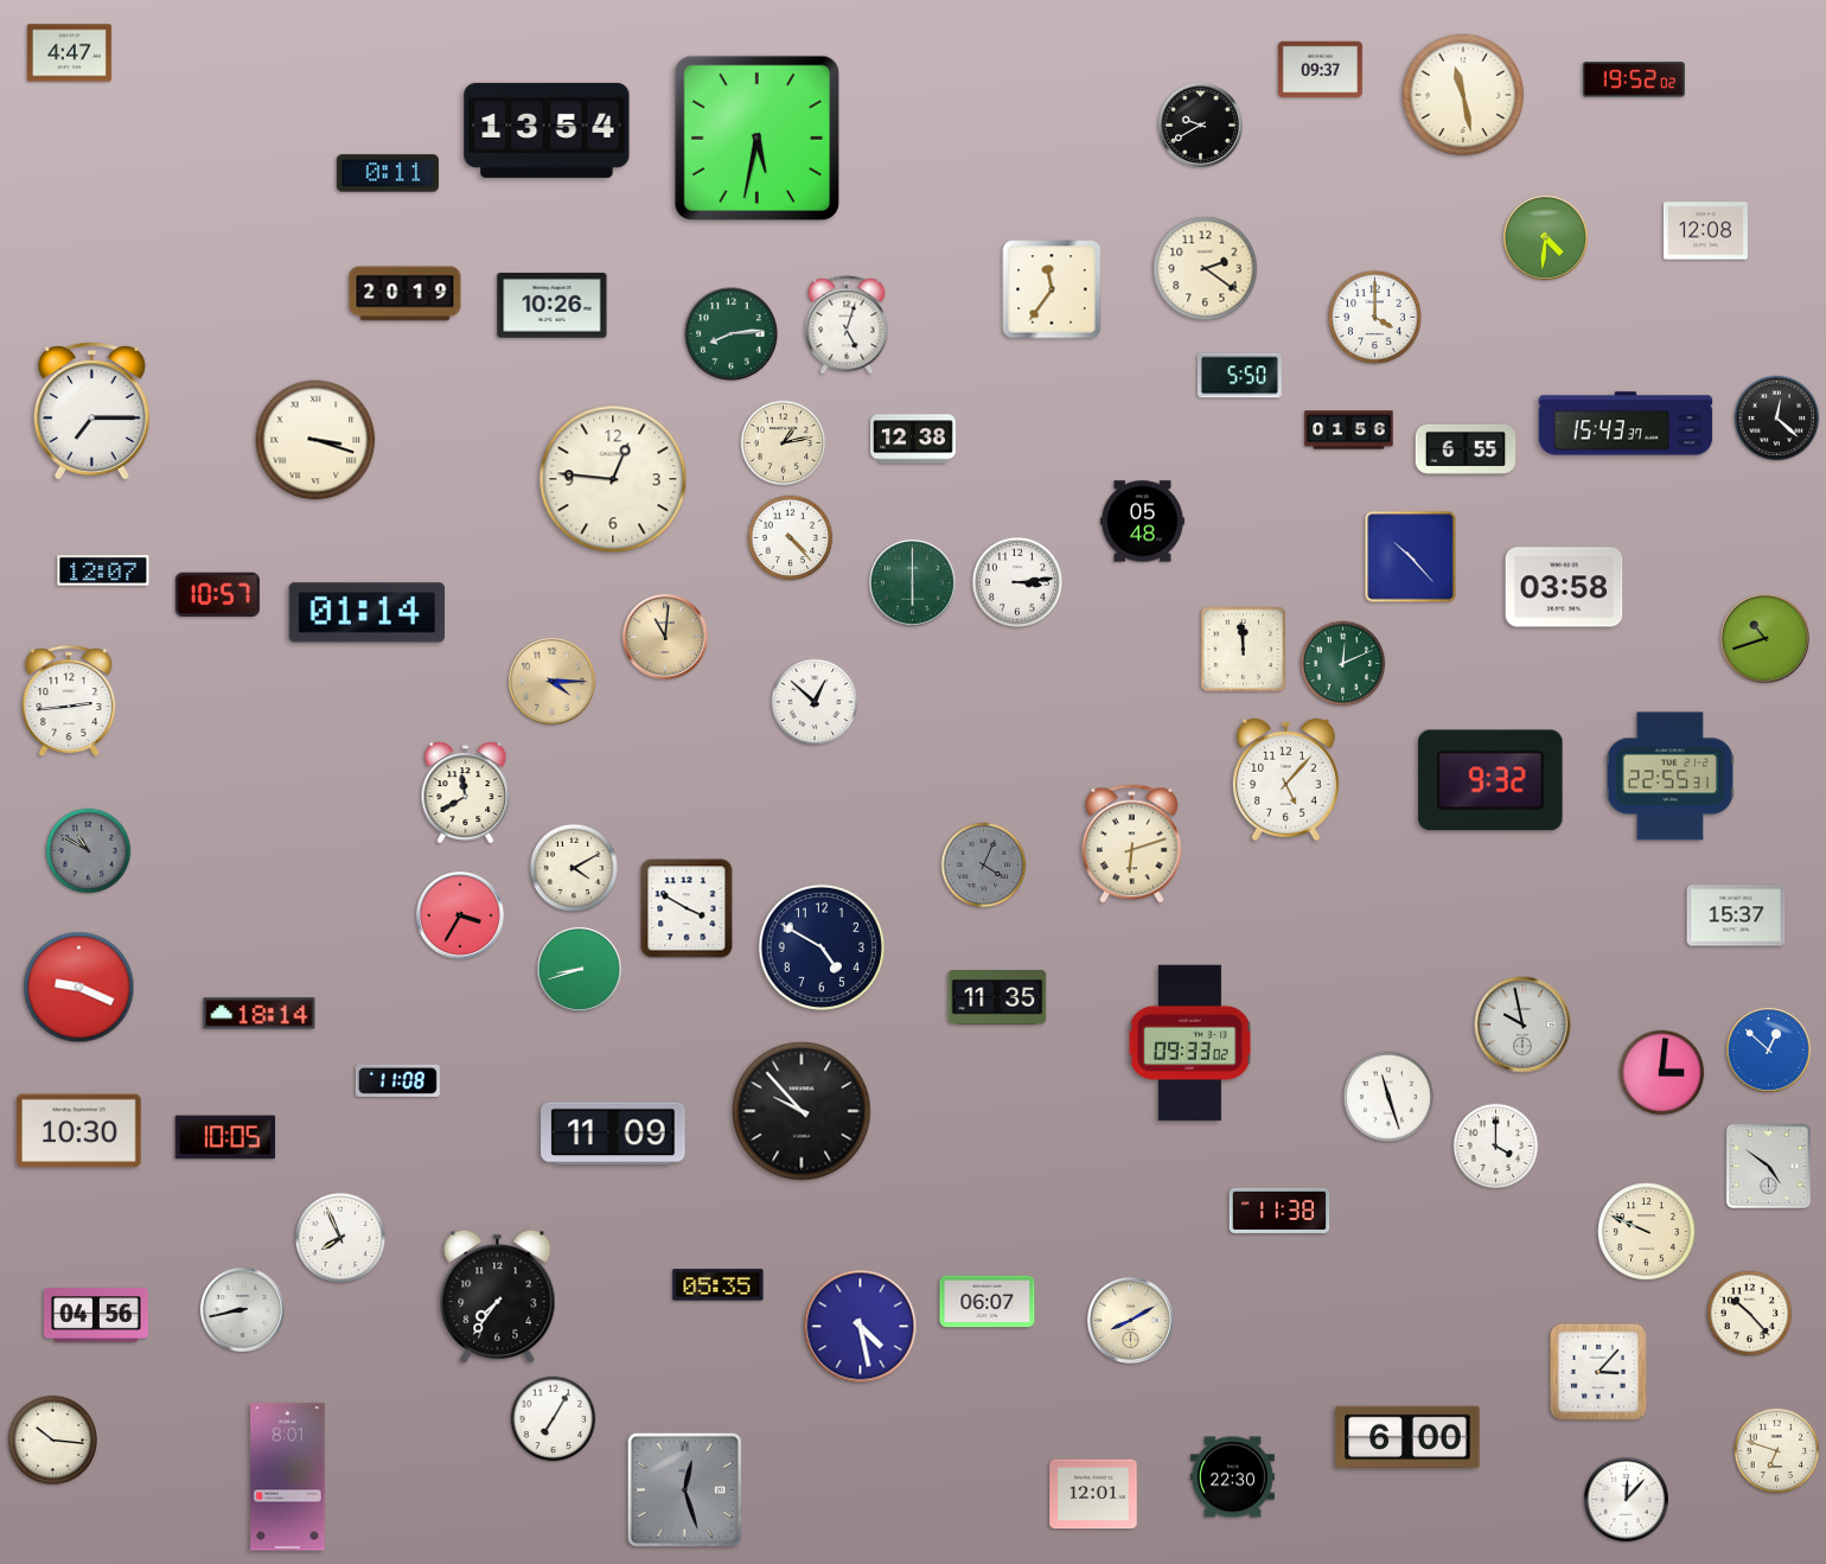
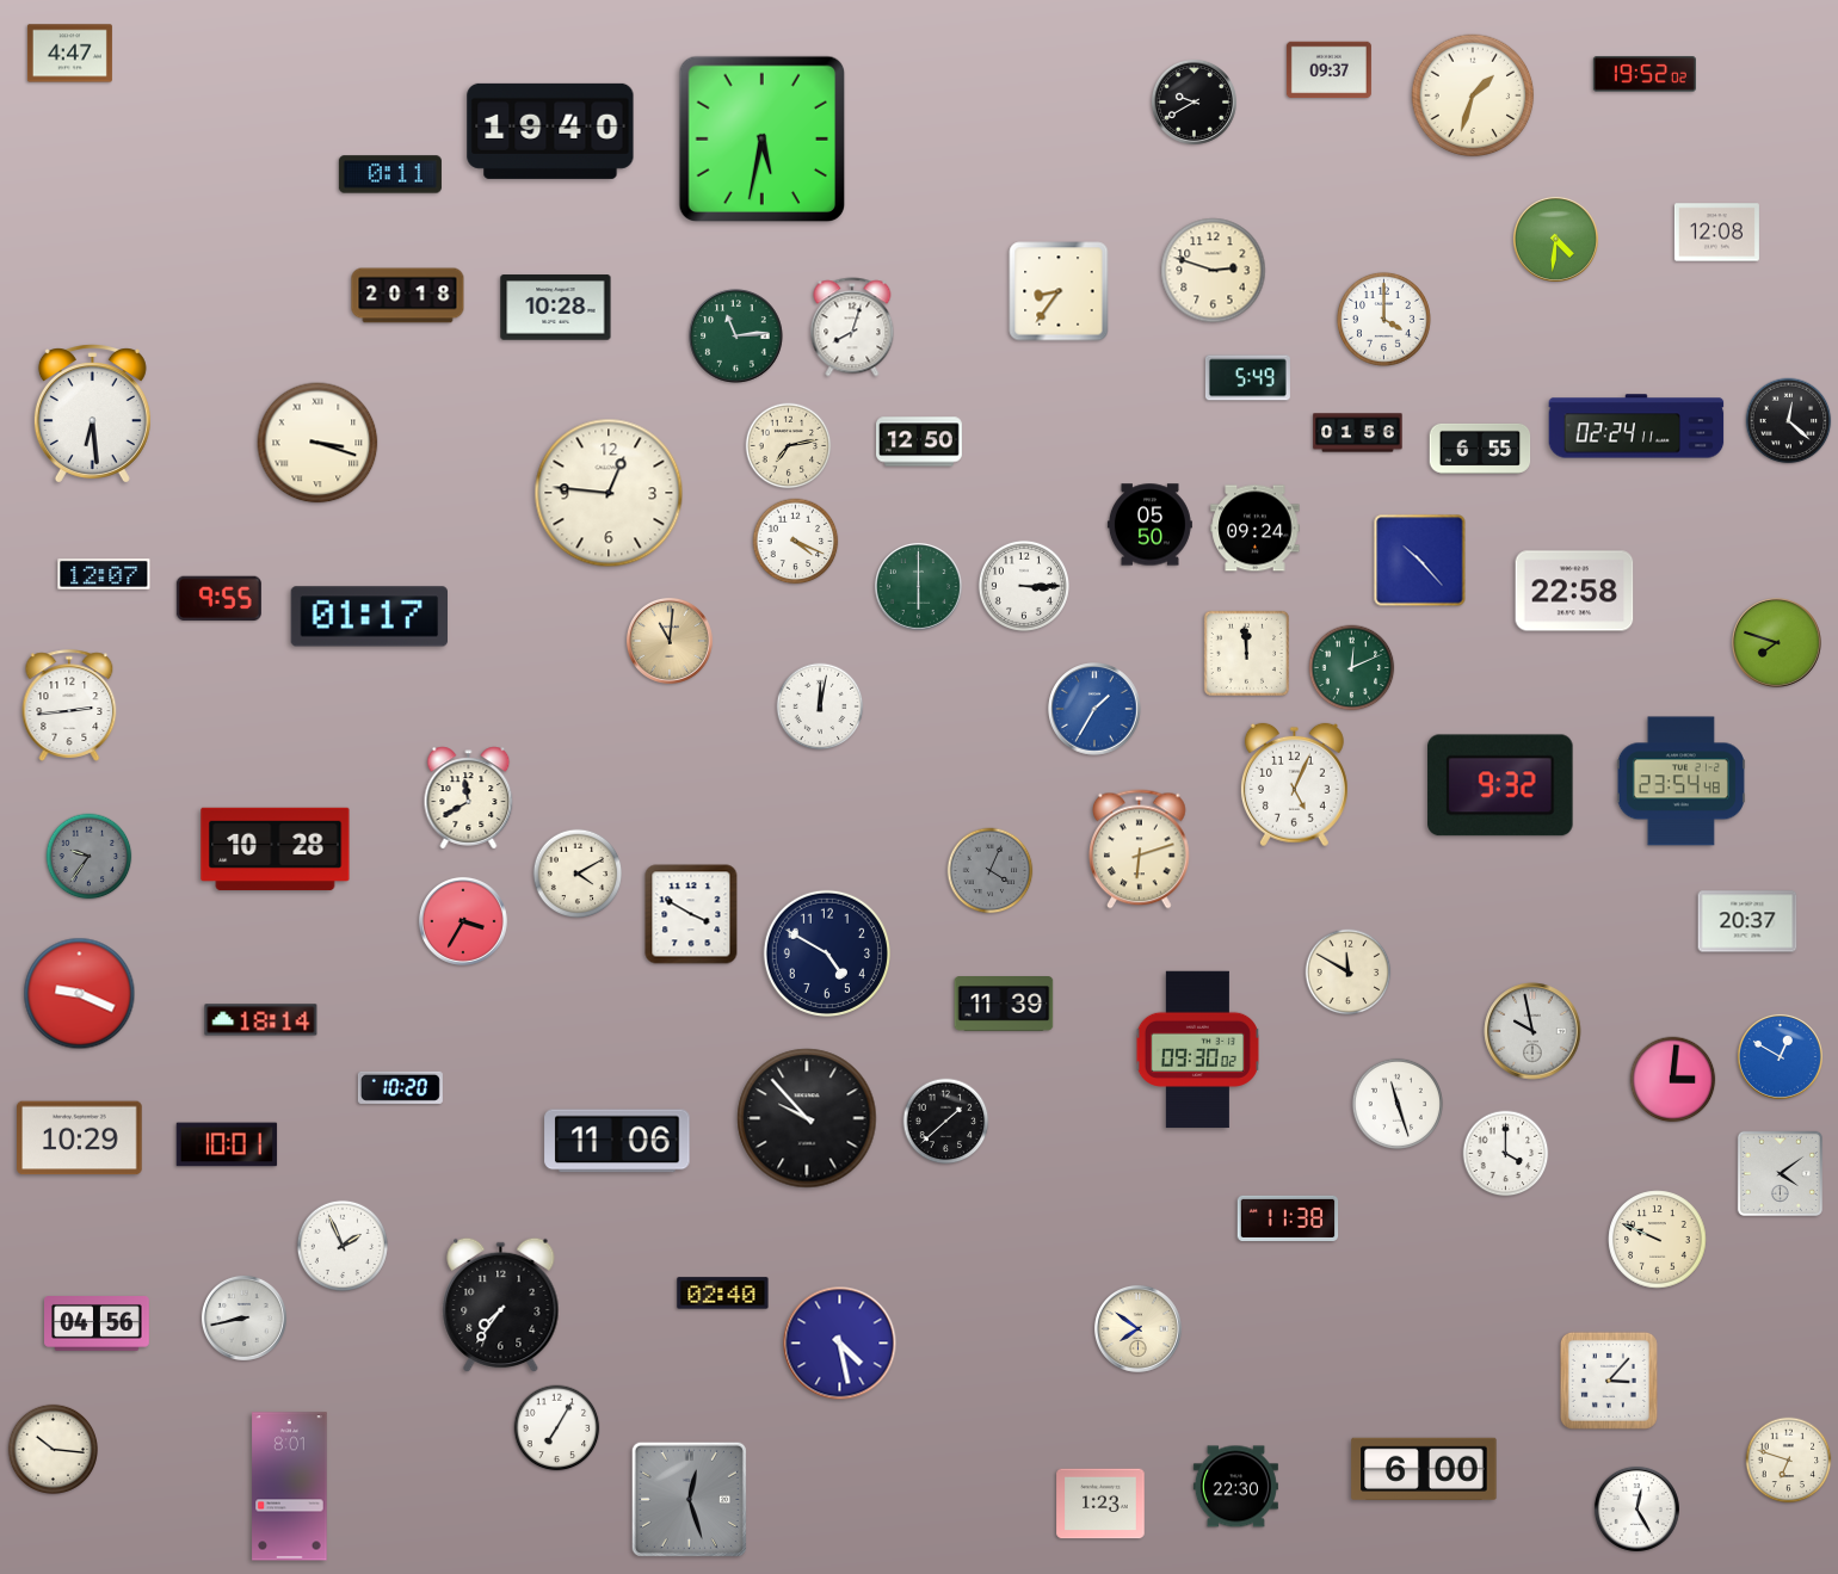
clock at (1634, 79) position: (1634, 79) -> (1645, 74)
clock at (1463, 95): 11:28 -> 1:33
clock at (1200, 125) position: (1200, 125) -> (1194, 101)
clock at (547, 130): 13:54 -> 19:40
clock at (1206, 269): 2:21 -> 2:48
clock at (1052, 289): 11:36 -> 8:36
clock at (406, 294): 20:19 -> 20:18
clock at (553, 306): 10:26 -> 10:28
clock at (847, 325): 5:03 -> 8:03
clock at (732, 334): 8:14 -> 11:14
clock at (1239, 376): 5:50 -> 5:49
clock at (91, 411): 7:15 -> 6:29
clock at (1626, 423): 15:43 -> 02:24
clock at (914, 439): 12:38 -> 12:50
clock at (784, 443): 1:13 -> 7:13
clock at (1466, 449) position: (1466, 449) -> (1480, 449)
clock at (613, 479) position: (613, 479) -> (609, 493)
clock at (1142, 522): 05:48 -> 05:50
clock at (1256, 529): none -> 09:24
clock at (791, 538): 4:23 -> 4:19
clock at (1017, 582): 3:14 -> 3:15
clock at (1564, 587): 03:58 -> 22:58
clock at (217, 594): 10:57 -> 9:55
clock at (366, 613): 01:14 -> 01:17
clock at (1766, 639): 10:42 -> 7:48
clock at (1243, 649) position: (1243, 649) -> (1246, 653)
clock at (551, 681): 4:15 -> none
clock at (815, 702): 12:52 -> 12:02
clock at (1094, 709): none -> 1:35
clock at (1669, 777): 22:55 -> 23:54
clock at (1285, 780): 5:07 -> 5:04
clock at (276, 850): none -> 10:28
clock at (89, 851): 10:50 -> 9:36
clock at (1736, 915): 15:37 -> 20:37
clock at (1349, 973): none -> 11:50
clock at (579, 969): 8:42 -> none
clock at (997, 998): 11:35 -> 11:39
clock at (1189, 1043): 09:33 -> 09:30
clock at (1768, 1049): 12:52 -> 12:50
clock at (397, 1080): 11:08 -> 10:20
clock at (946, 1122): none -> 1:38
clock at (79, 1131): 10:30 -> 10:29
clock at (613, 1134): 11:09 -> 11:06
clock at (225, 1137): 10:05 -> 10:01
clock at (1768, 1166): 4:51 -> 4:09
clock at (340, 1238): 7:56 -> 1:56
clock at (719, 1285): 05:35 -> 02:40
clock at (988, 1302): 06:07 -> none
clock at (1750, 1314): 10:23 -> none
clock at (1130, 1320): 8:10 -> 7:51
clock at (861, 1327) position: (861, 1327) -> (840, 1344)
clock at (1407, 1437) position: (1407, 1437) -> (1424, 1469)
clock at (1232, 1477) position: (1232, 1477) -> (1235, 1487)
clock at (1093, 1494): 12:01 -> 1:23
clock at (1626, 1499): 12:07 -> 12:25
